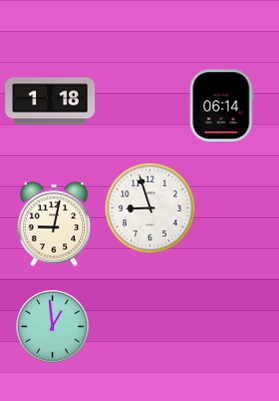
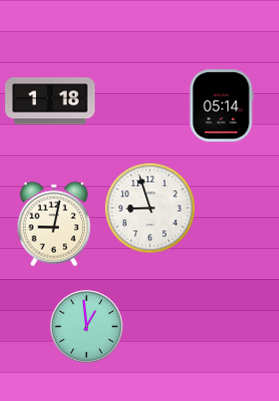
clock at (221, 106): 06:14 -> 05:14
clock at (53, 327) position: (53, 327) -> (87, 327)
